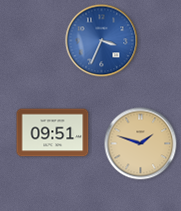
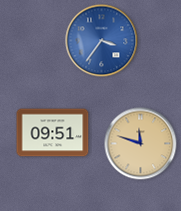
clock at (102, 41): 3:34 -> 3:36
clock at (141, 144): 1:48 -> 11:48
